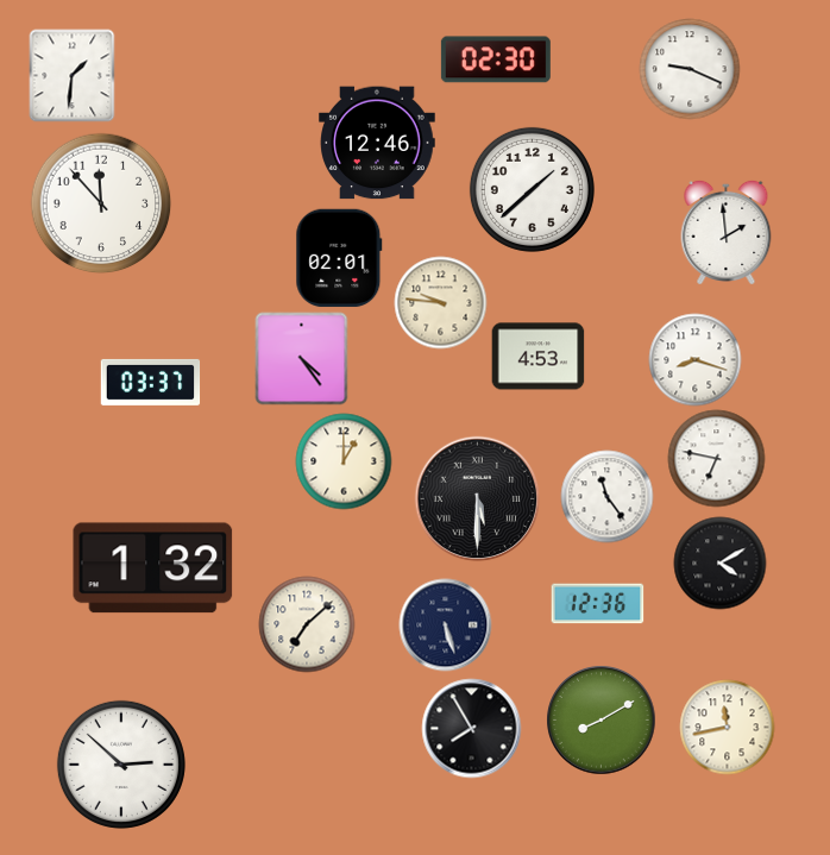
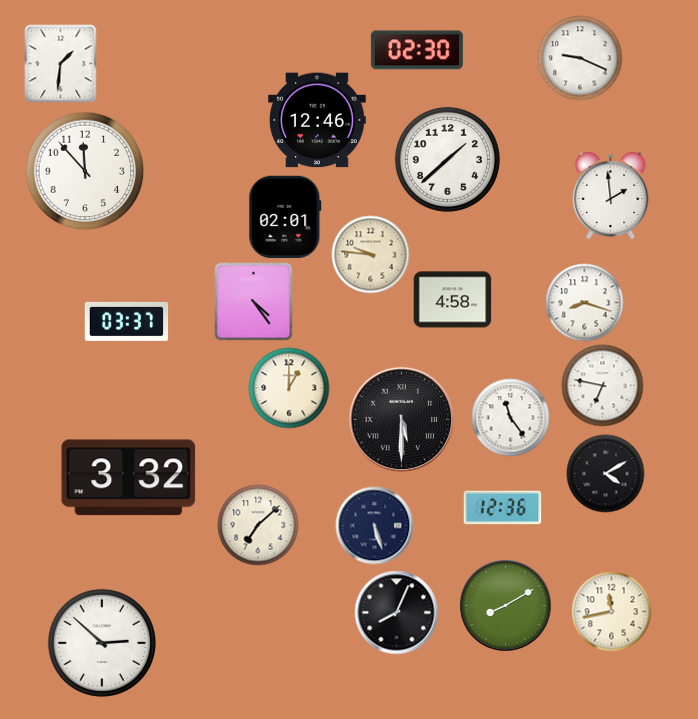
clock at (537, 357): 4:53 -> 4:58
clock at (153, 568): 1:32 -> 3:32
clock at (471, 728): 7:55 -> 8:04
